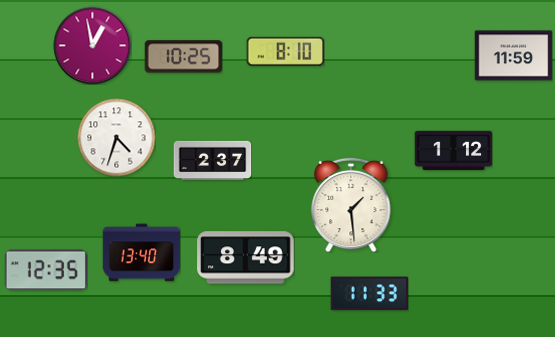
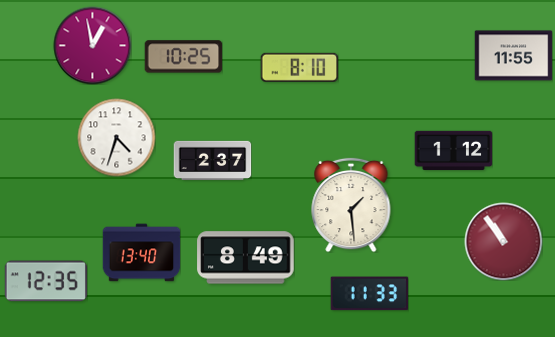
clock at (285, 51) position: (285, 51) -> (299, 67)
clock at (513, 56): 11:59 -> 11:55
clock at (503, 241): none -> 10:54
clock at (46, 270) position: (46, 270) -> (46, 281)
